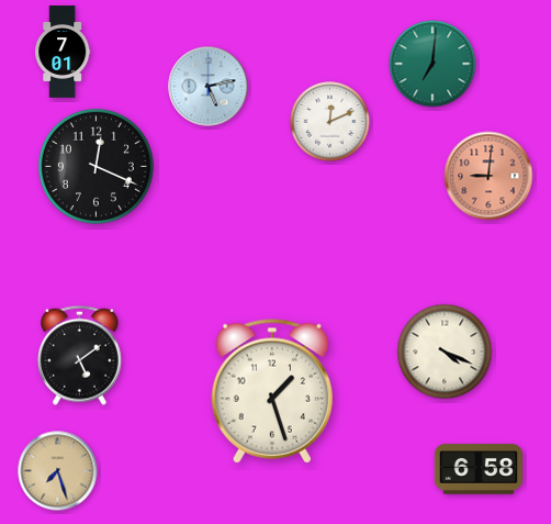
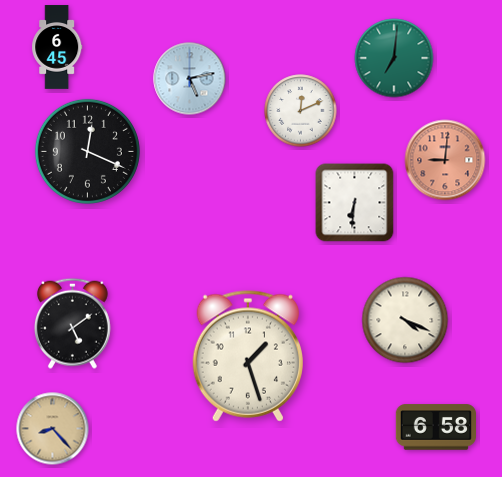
clock at (63, 52): 7:01 -> 6:45
clock at (355, 203): none -> 6:31
clock at (58, 471): 7:27 -> 8:23
